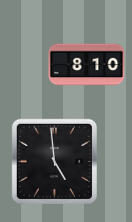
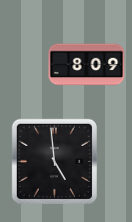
clock at (87, 65): 8:10 -> 8:09
